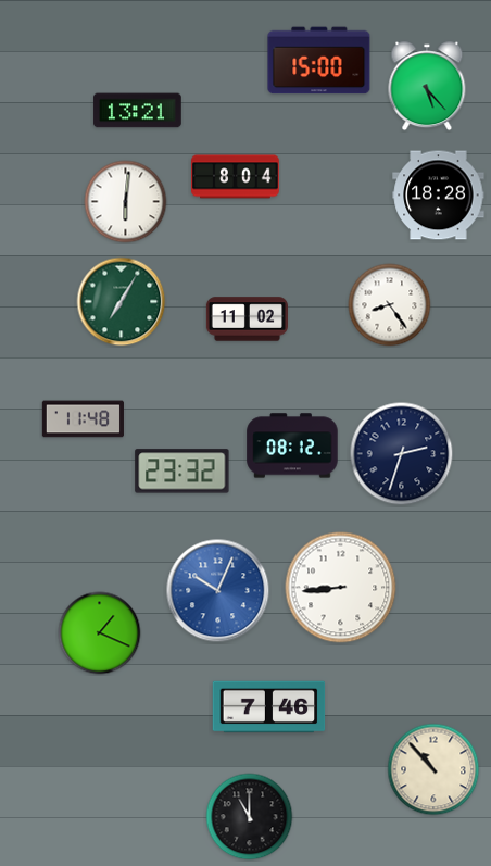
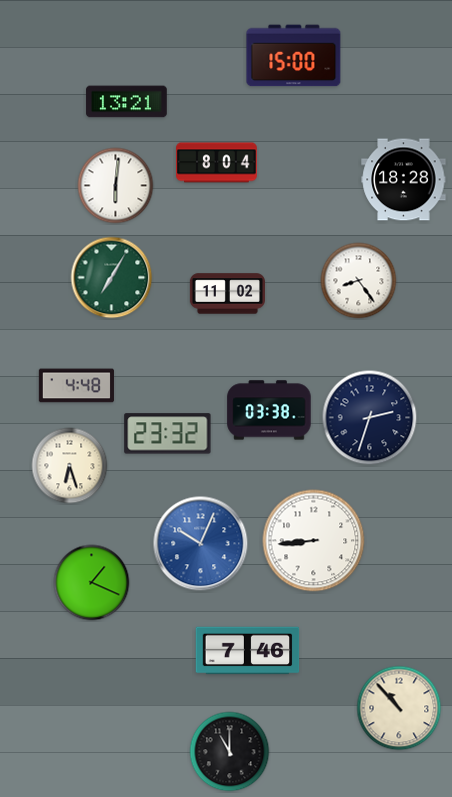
clock at (427, 86): 5:23 -> none
clock at (83, 419): 11:48 -> 4:48
clock at (292, 445): 08:12 -> 03:38
clock at (70, 466): none -> 6:27
